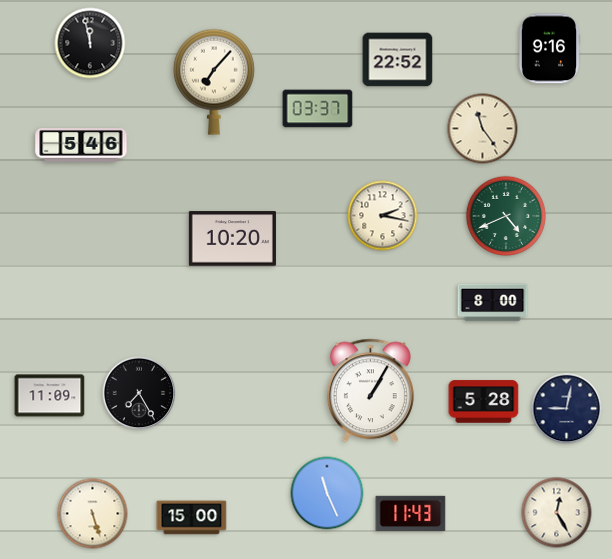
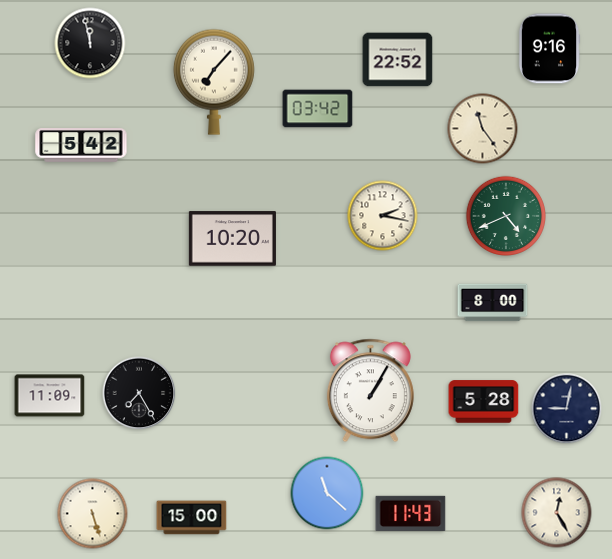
clock at (318, 109): 03:37 -> 03:42
clock at (81, 145): 5:46 -> 5:42
clock at (327, 493): 11:26 -> 11:22
